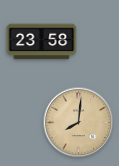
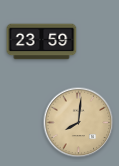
clock at (42, 42): 23:58 -> 23:59
